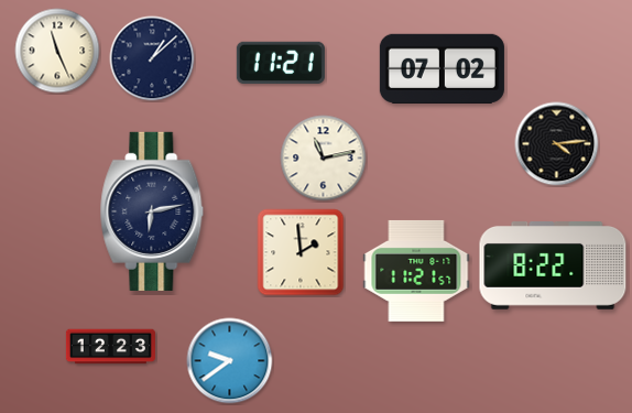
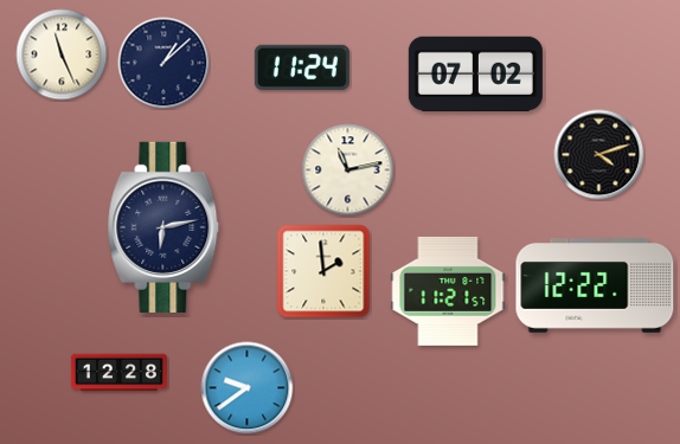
clock at (281, 62): 11:21 -> 11:24
clock at (557, 144): 4:14 -> 4:12
clock at (553, 267): 8:22 -> 12:22
clock at (110, 347): 12:23 -> 12:28
